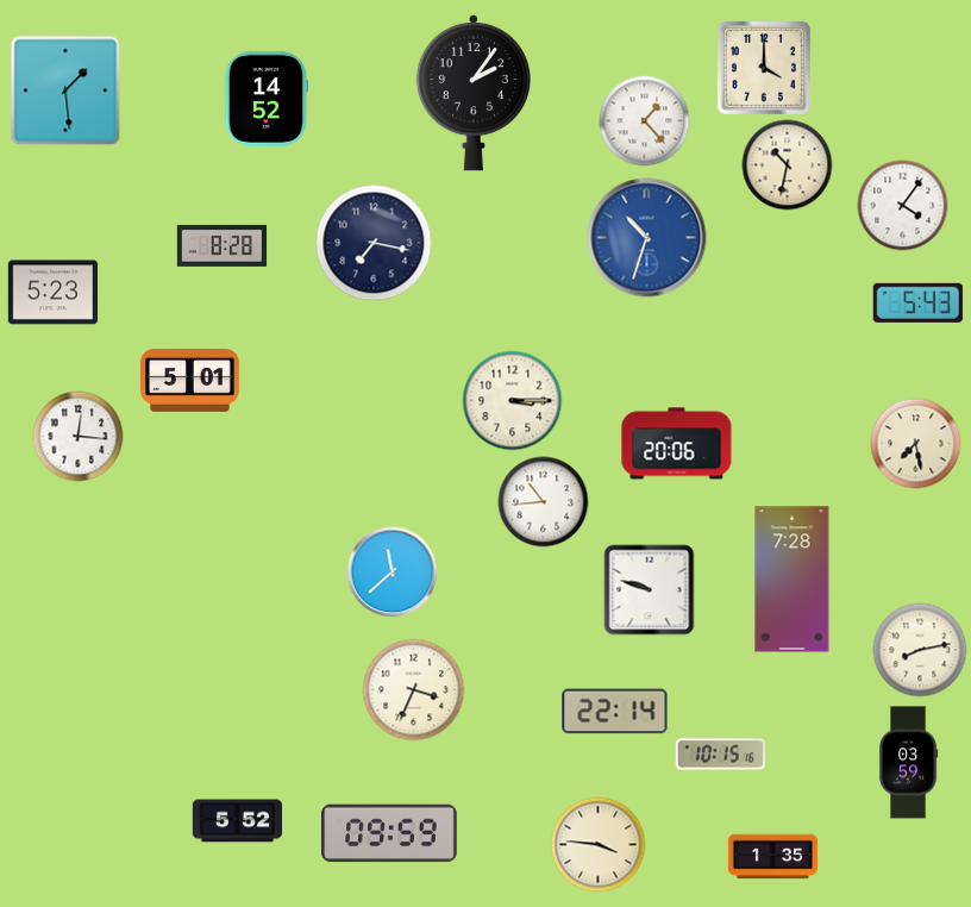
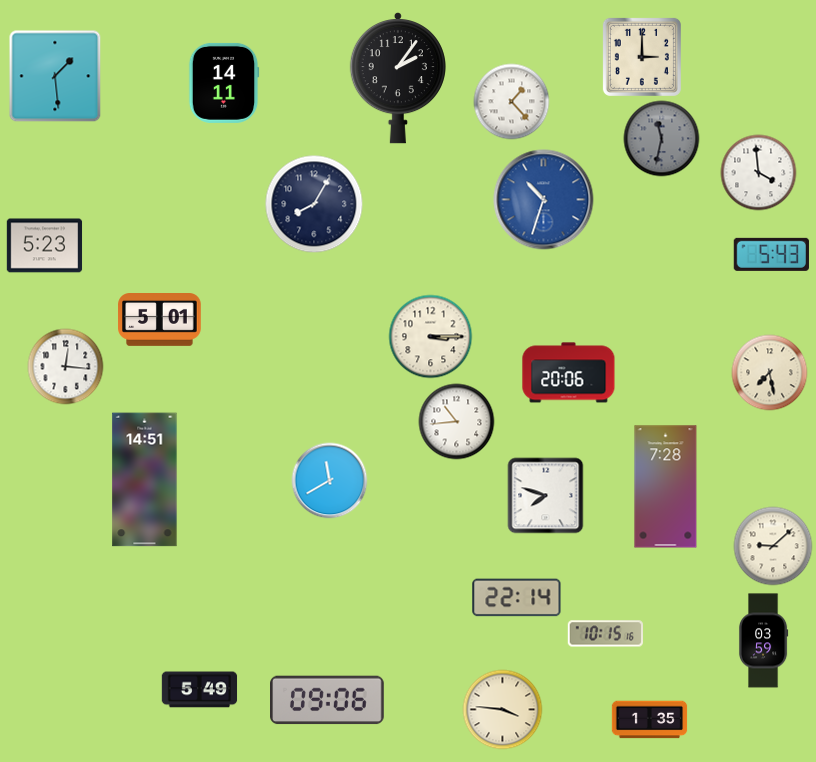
clock at (764, 68): 4:00 -> 3:00
clock at (267, 99): 14:52 -> 14:11
clock at (645, 121) position: (645, 121) -> (512, 102)
clock at (788, 165): 10:32 -> 11:32
clock at (788, 165) dial: cream -> grey
clock at (903, 206): 4:06 -> 3:59
clock at (374, 243): 7:17 -> 8:05
clock at (223, 245): 8:28 -> none
clock at (145, 480): none -> 14:51
clock at (393, 573): 11:38 -> 11:40
clock at (650, 590): 9:48 -> 7:48
clock at (920, 650): 8:13 -> 9:08
clock at (414, 690): 3:34 -> none
clock at (238, 821): 5:52 -> 5:49
clock at (390, 833): 09:59 -> 09:06
